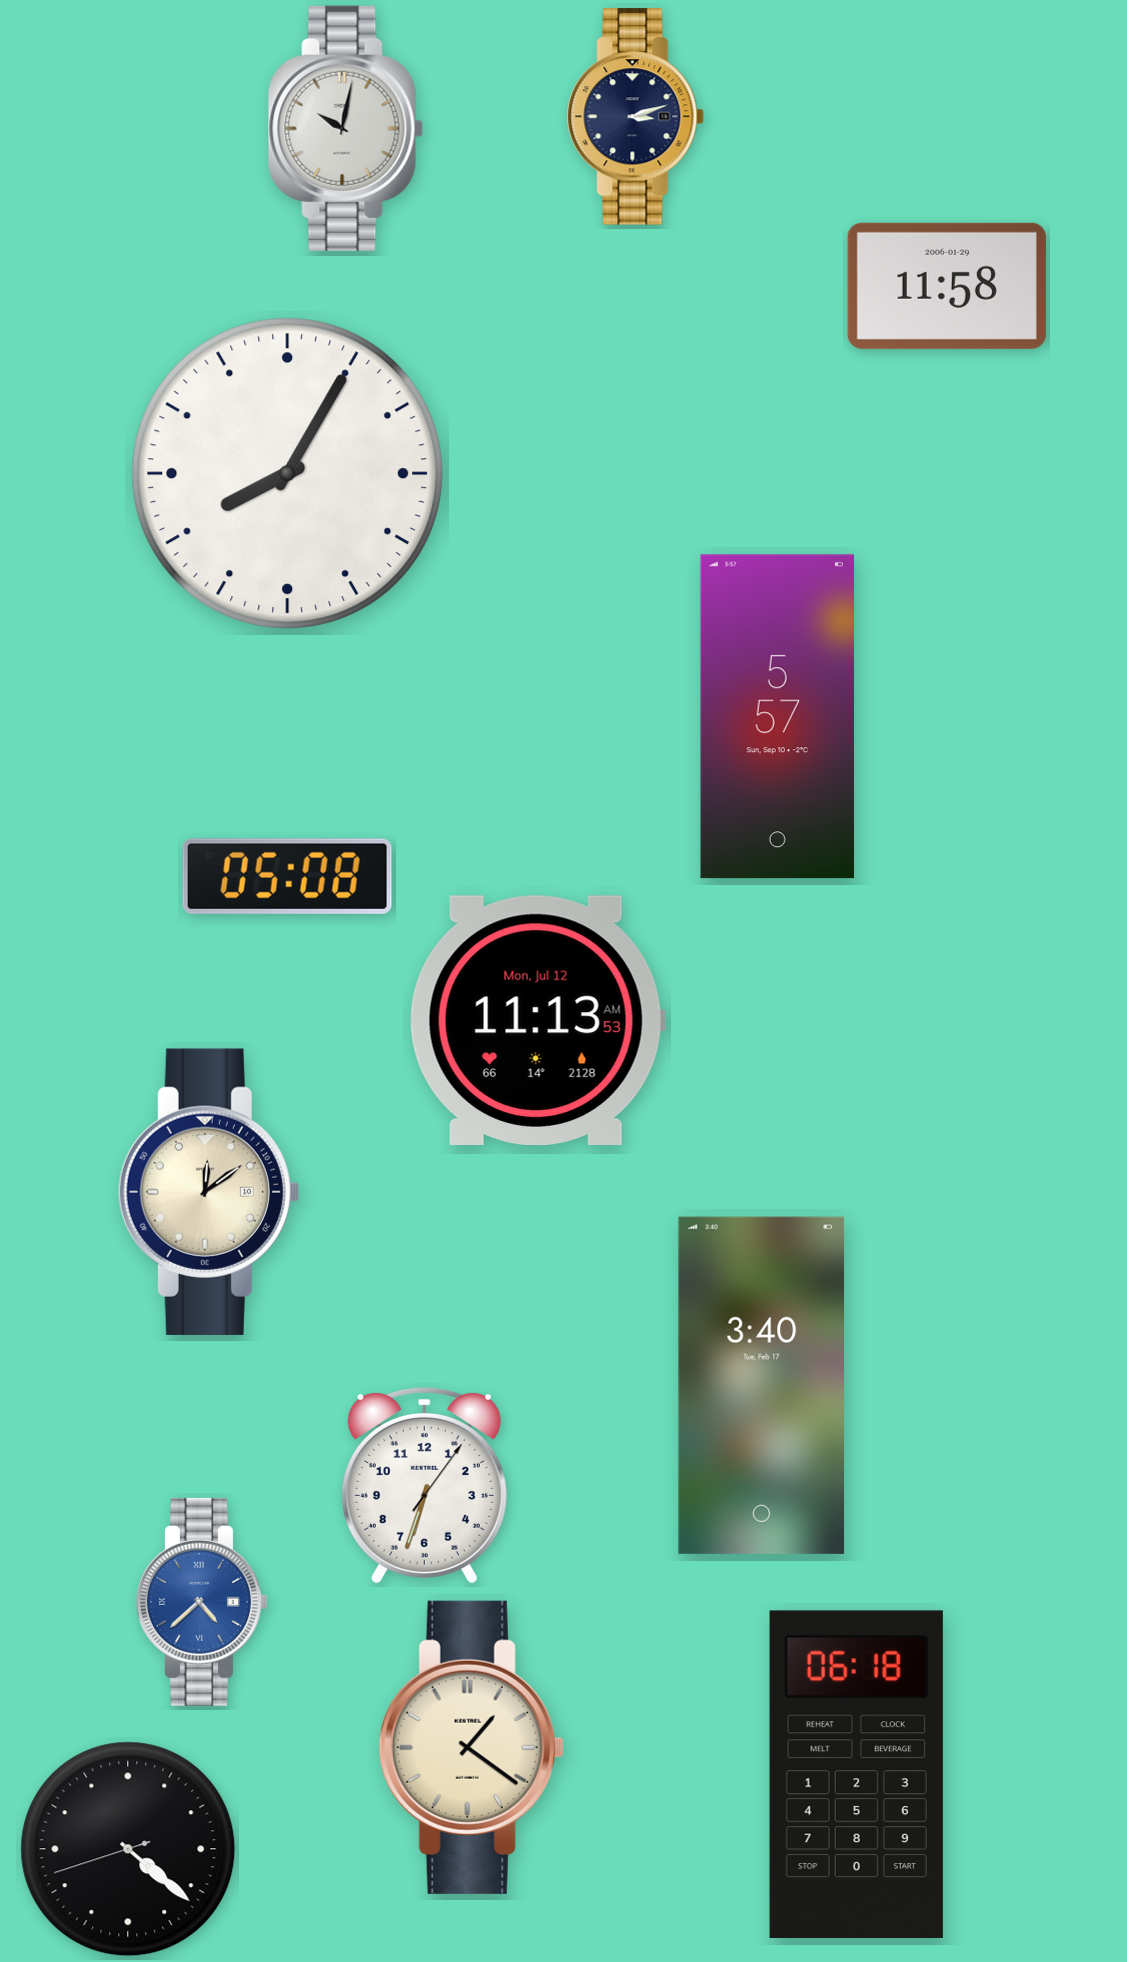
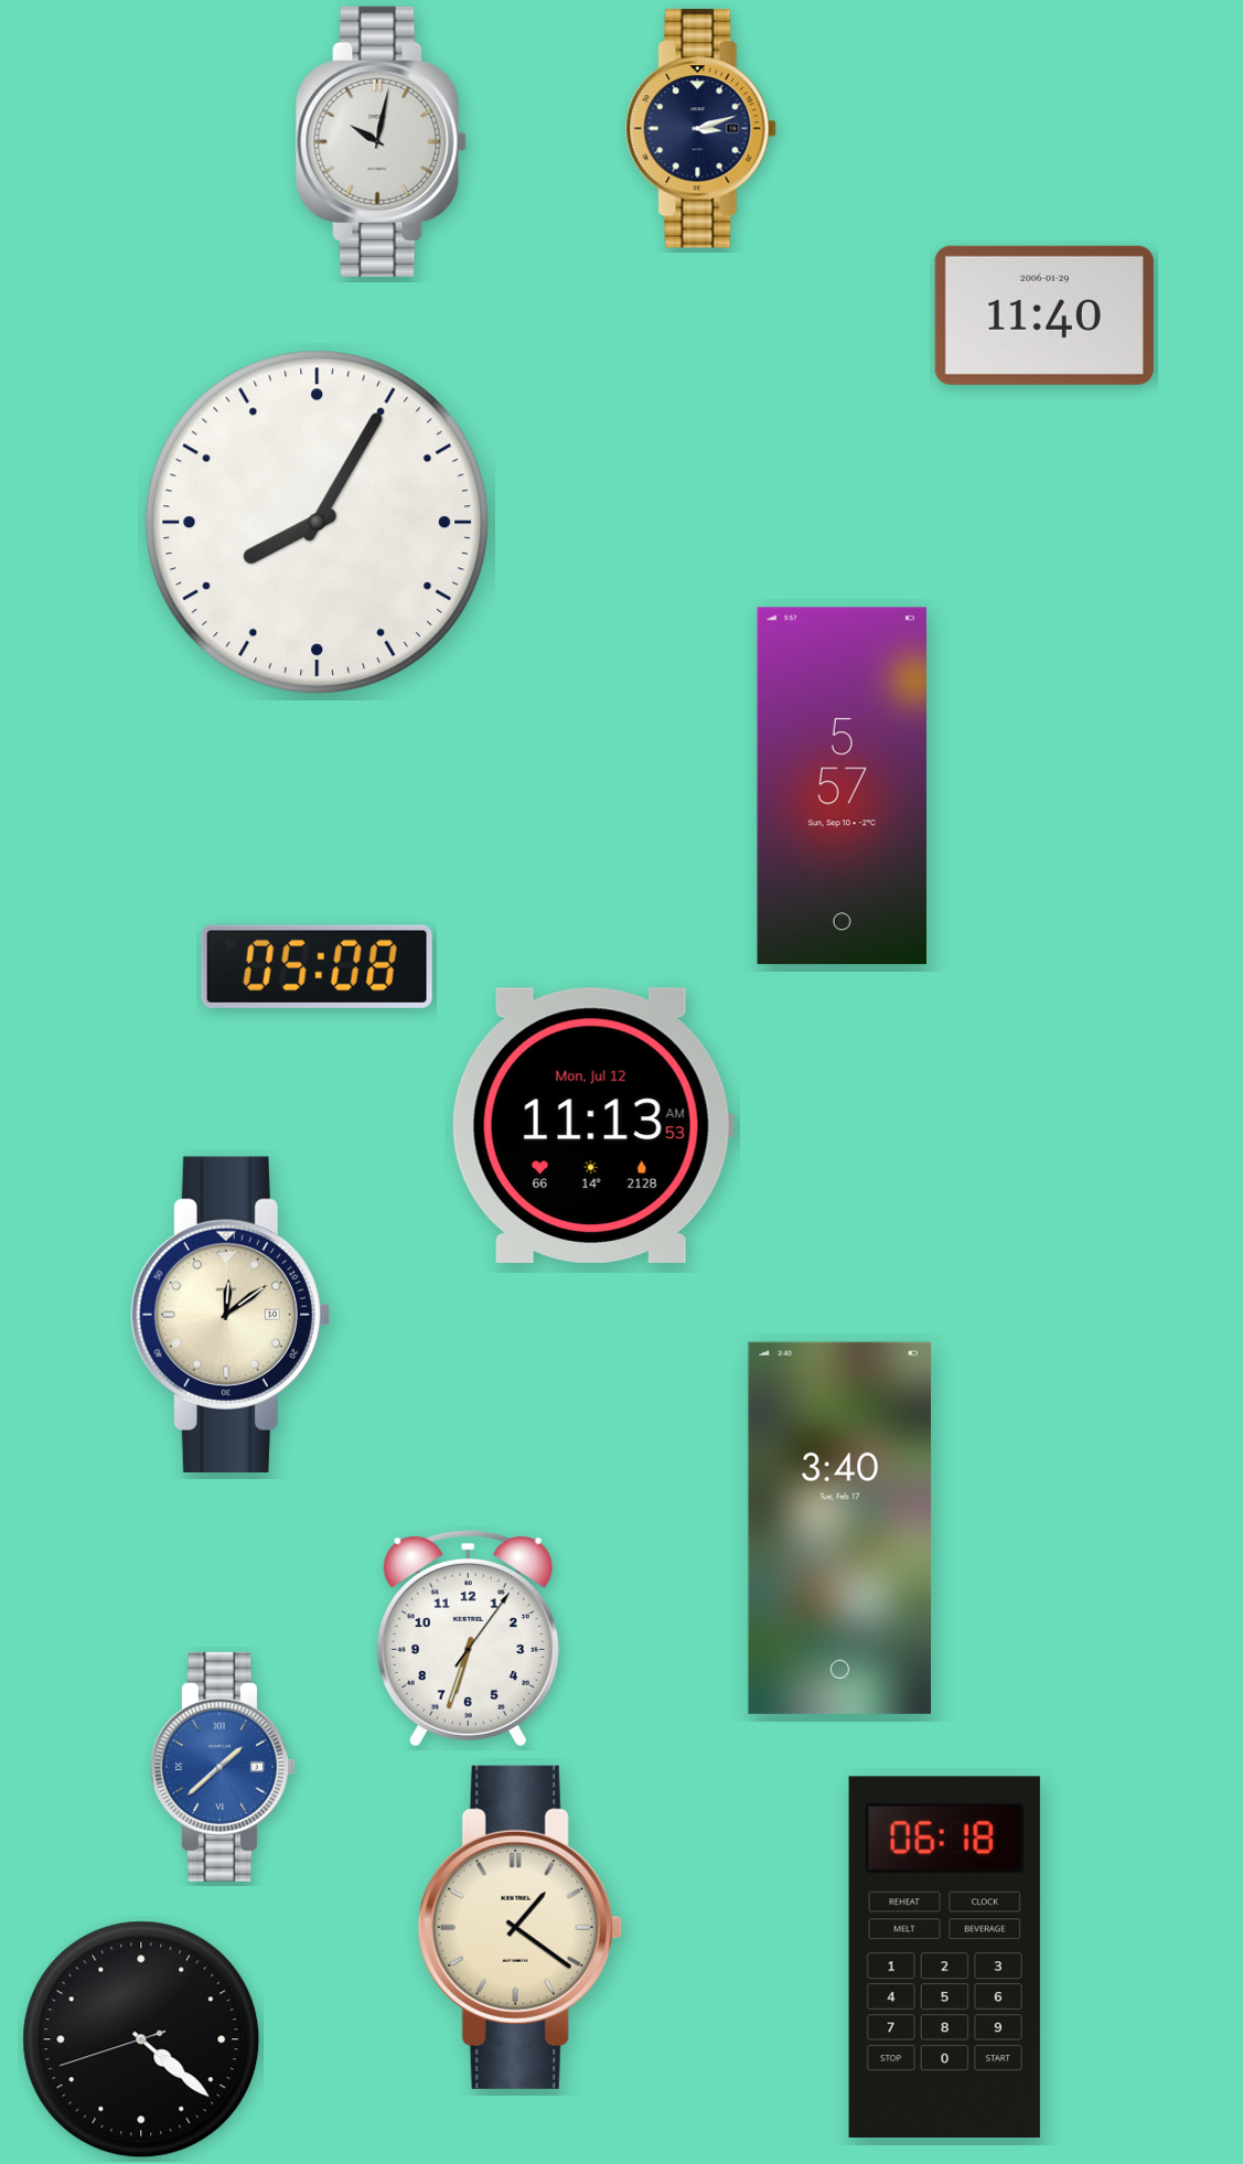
clock at (947, 286): 11:58 -> 11:40
clock at (777, 717) position: (777, 717) -> (842, 786)
clock at (203, 1602): 4:38 -> 1:38
